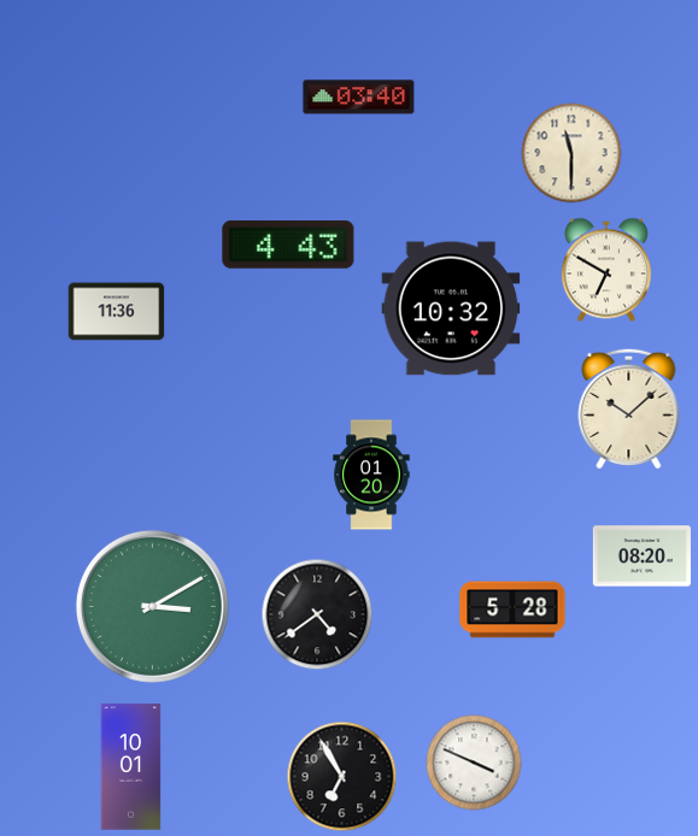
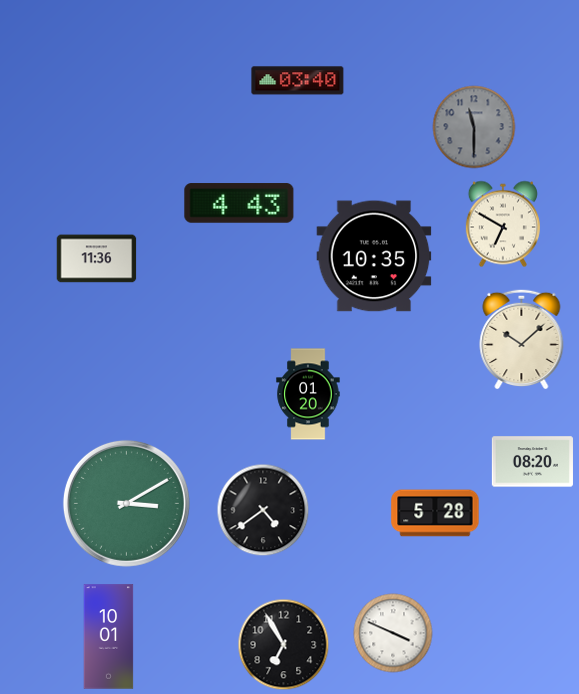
clock at (571, 153) dial: cream -> grey
clock at (451, 308): 10:32 -> 10:35
clock at (512, 610) position: (512, 610) -> (435, 513)
